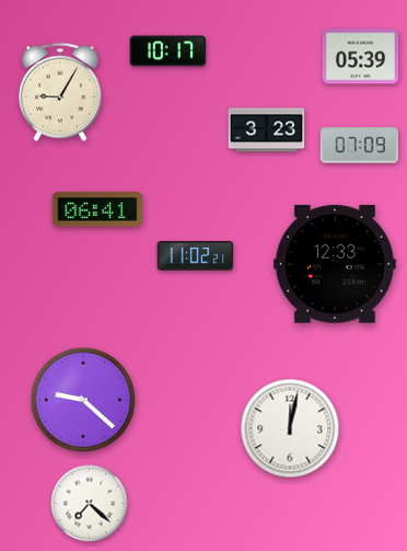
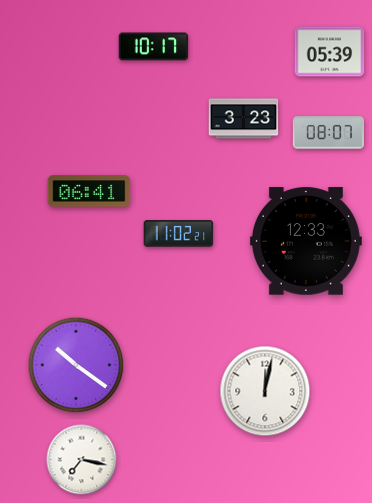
clock at (60, 92): 9:05 -> none
clock at (359, 146): 07:09 -> 08:07
clock at (83, 400): 9:22 -> 10:21
clock at (90, 504): 7:22 -> 7:17
